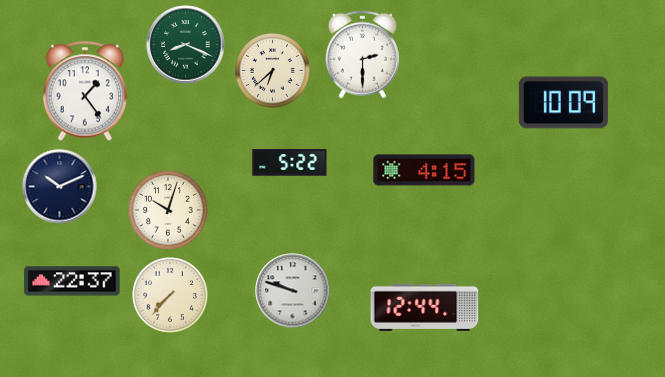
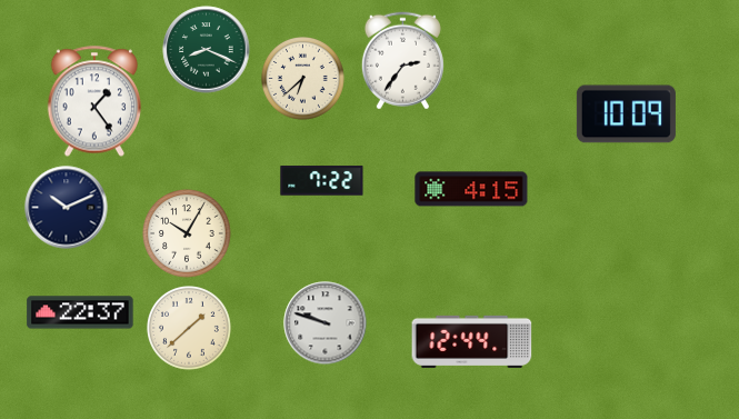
clock at (362, 55): 2:30 -> 2:36
clock at (290, 163): 5:22 -> 7:22
clock at (168, 210): 10:03 -> 10:05
clock at (170, 295): 7:37 -> 1:38
